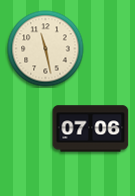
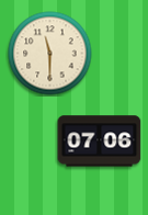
clock at (46, 49): 11:28 -> 11:30
